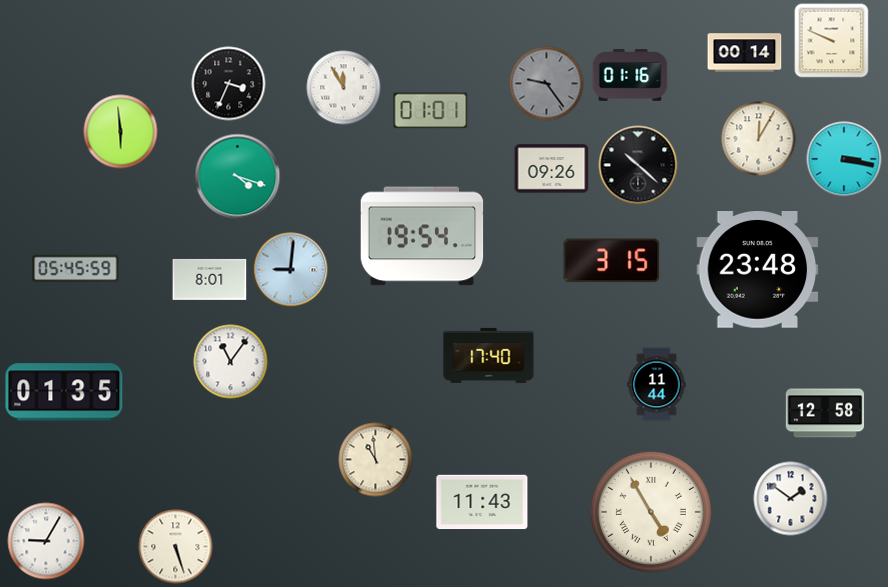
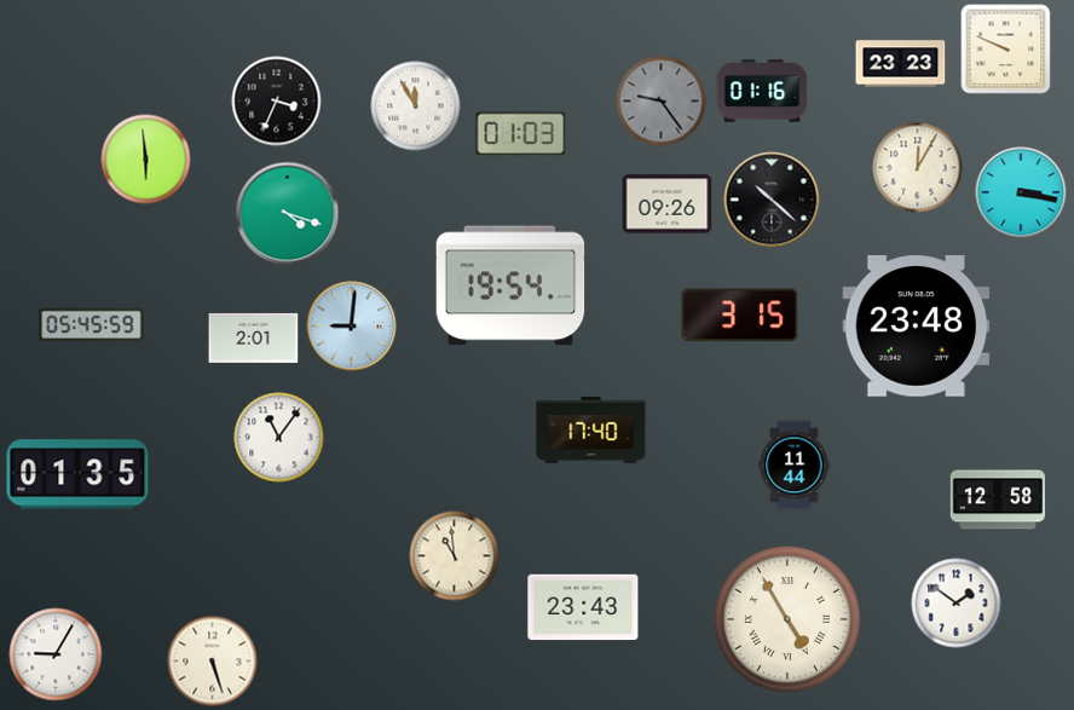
clock at (745, 53): 00:14 -> 23:23
clock at (431, 111): 01:01 -> 01:03
clock at (210, 279): 8:01 -> 2:01
clock at (482, 502): 11:43 -> 23:43
